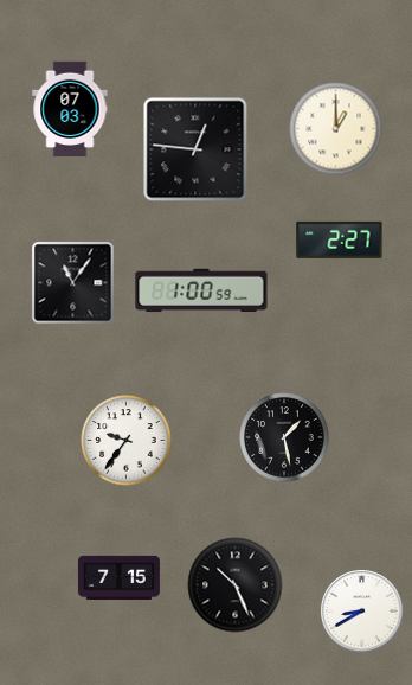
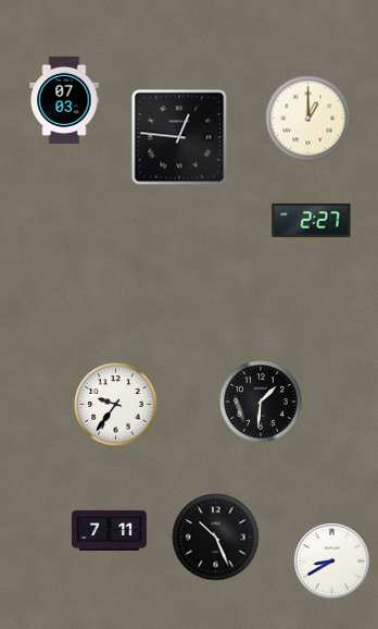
clock at (73, 283): 11:06 -> none
clock at (201, 290): 1:00 -> none
clock at (284, 437): 1:28 -> 1:31
clock at (118, 577): 7:15 -> 7:11
